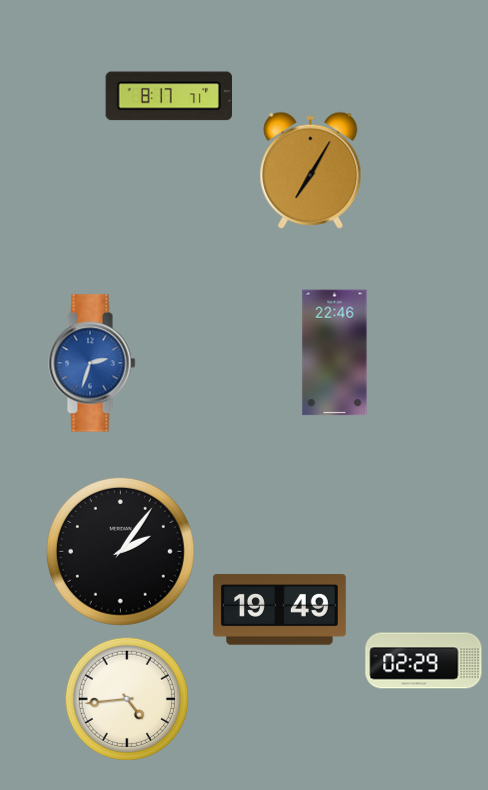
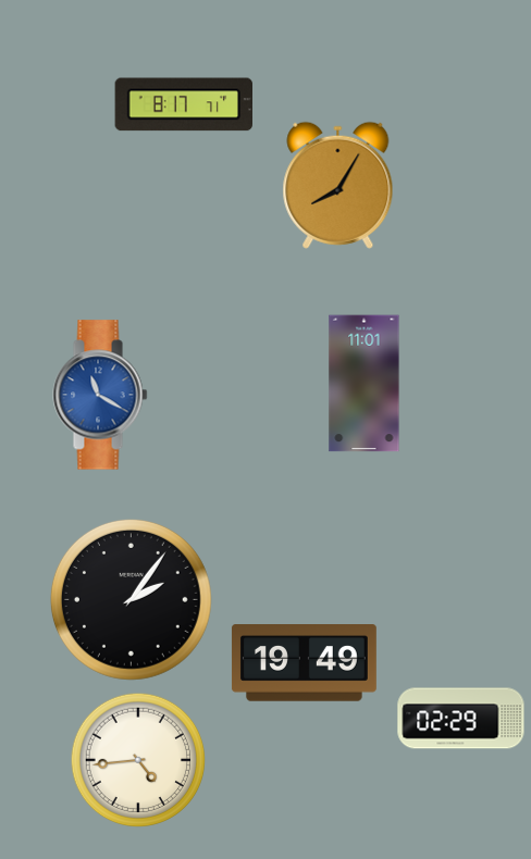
clock at (311, 170): 7:05 -> 8:05
clock at (335, 353): 22:46 -> 11:01
clock at (92, 363): 2:33 -> 11:20
